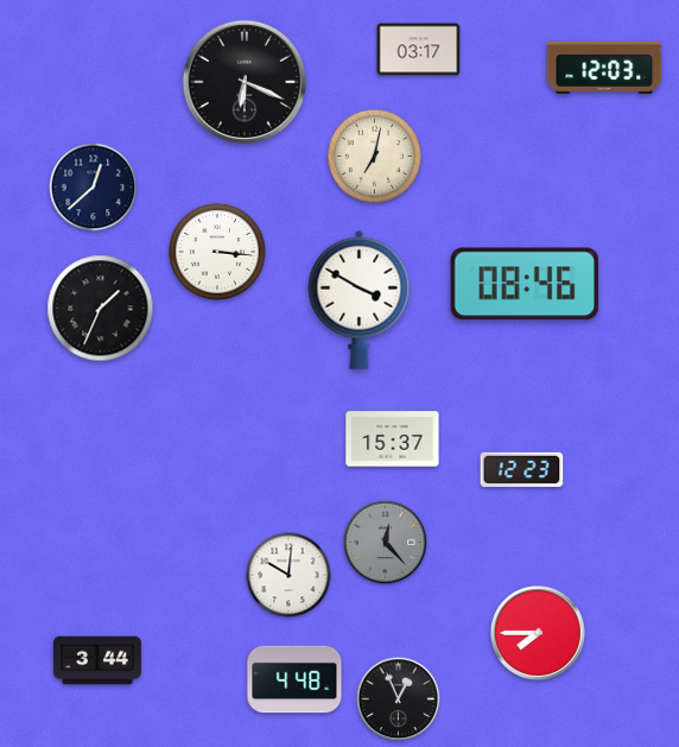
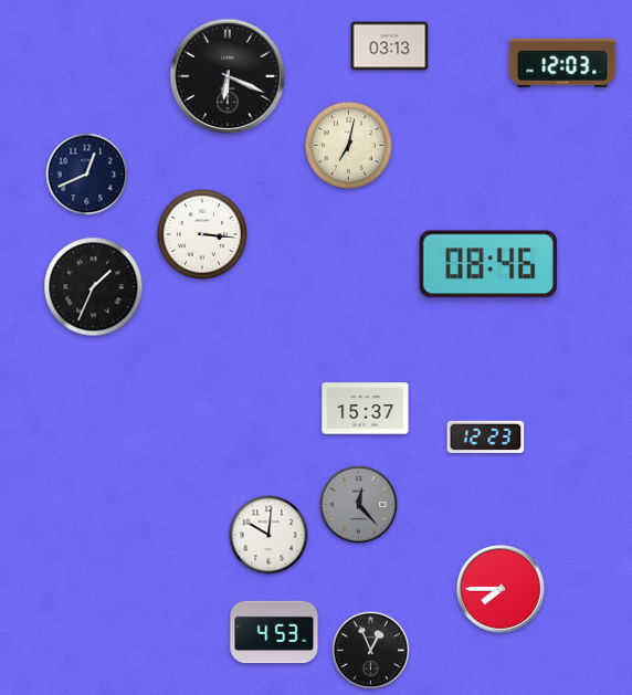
clock at (419, 50): 03:17 -> 03:13
clock at (94, 188): 12:38 -> 12:41
clock at (360, 299): 3:50 -> none
clock at (97, 660): 3:44 -> none
clock at (294, 679): 4:48 -> 4:53
